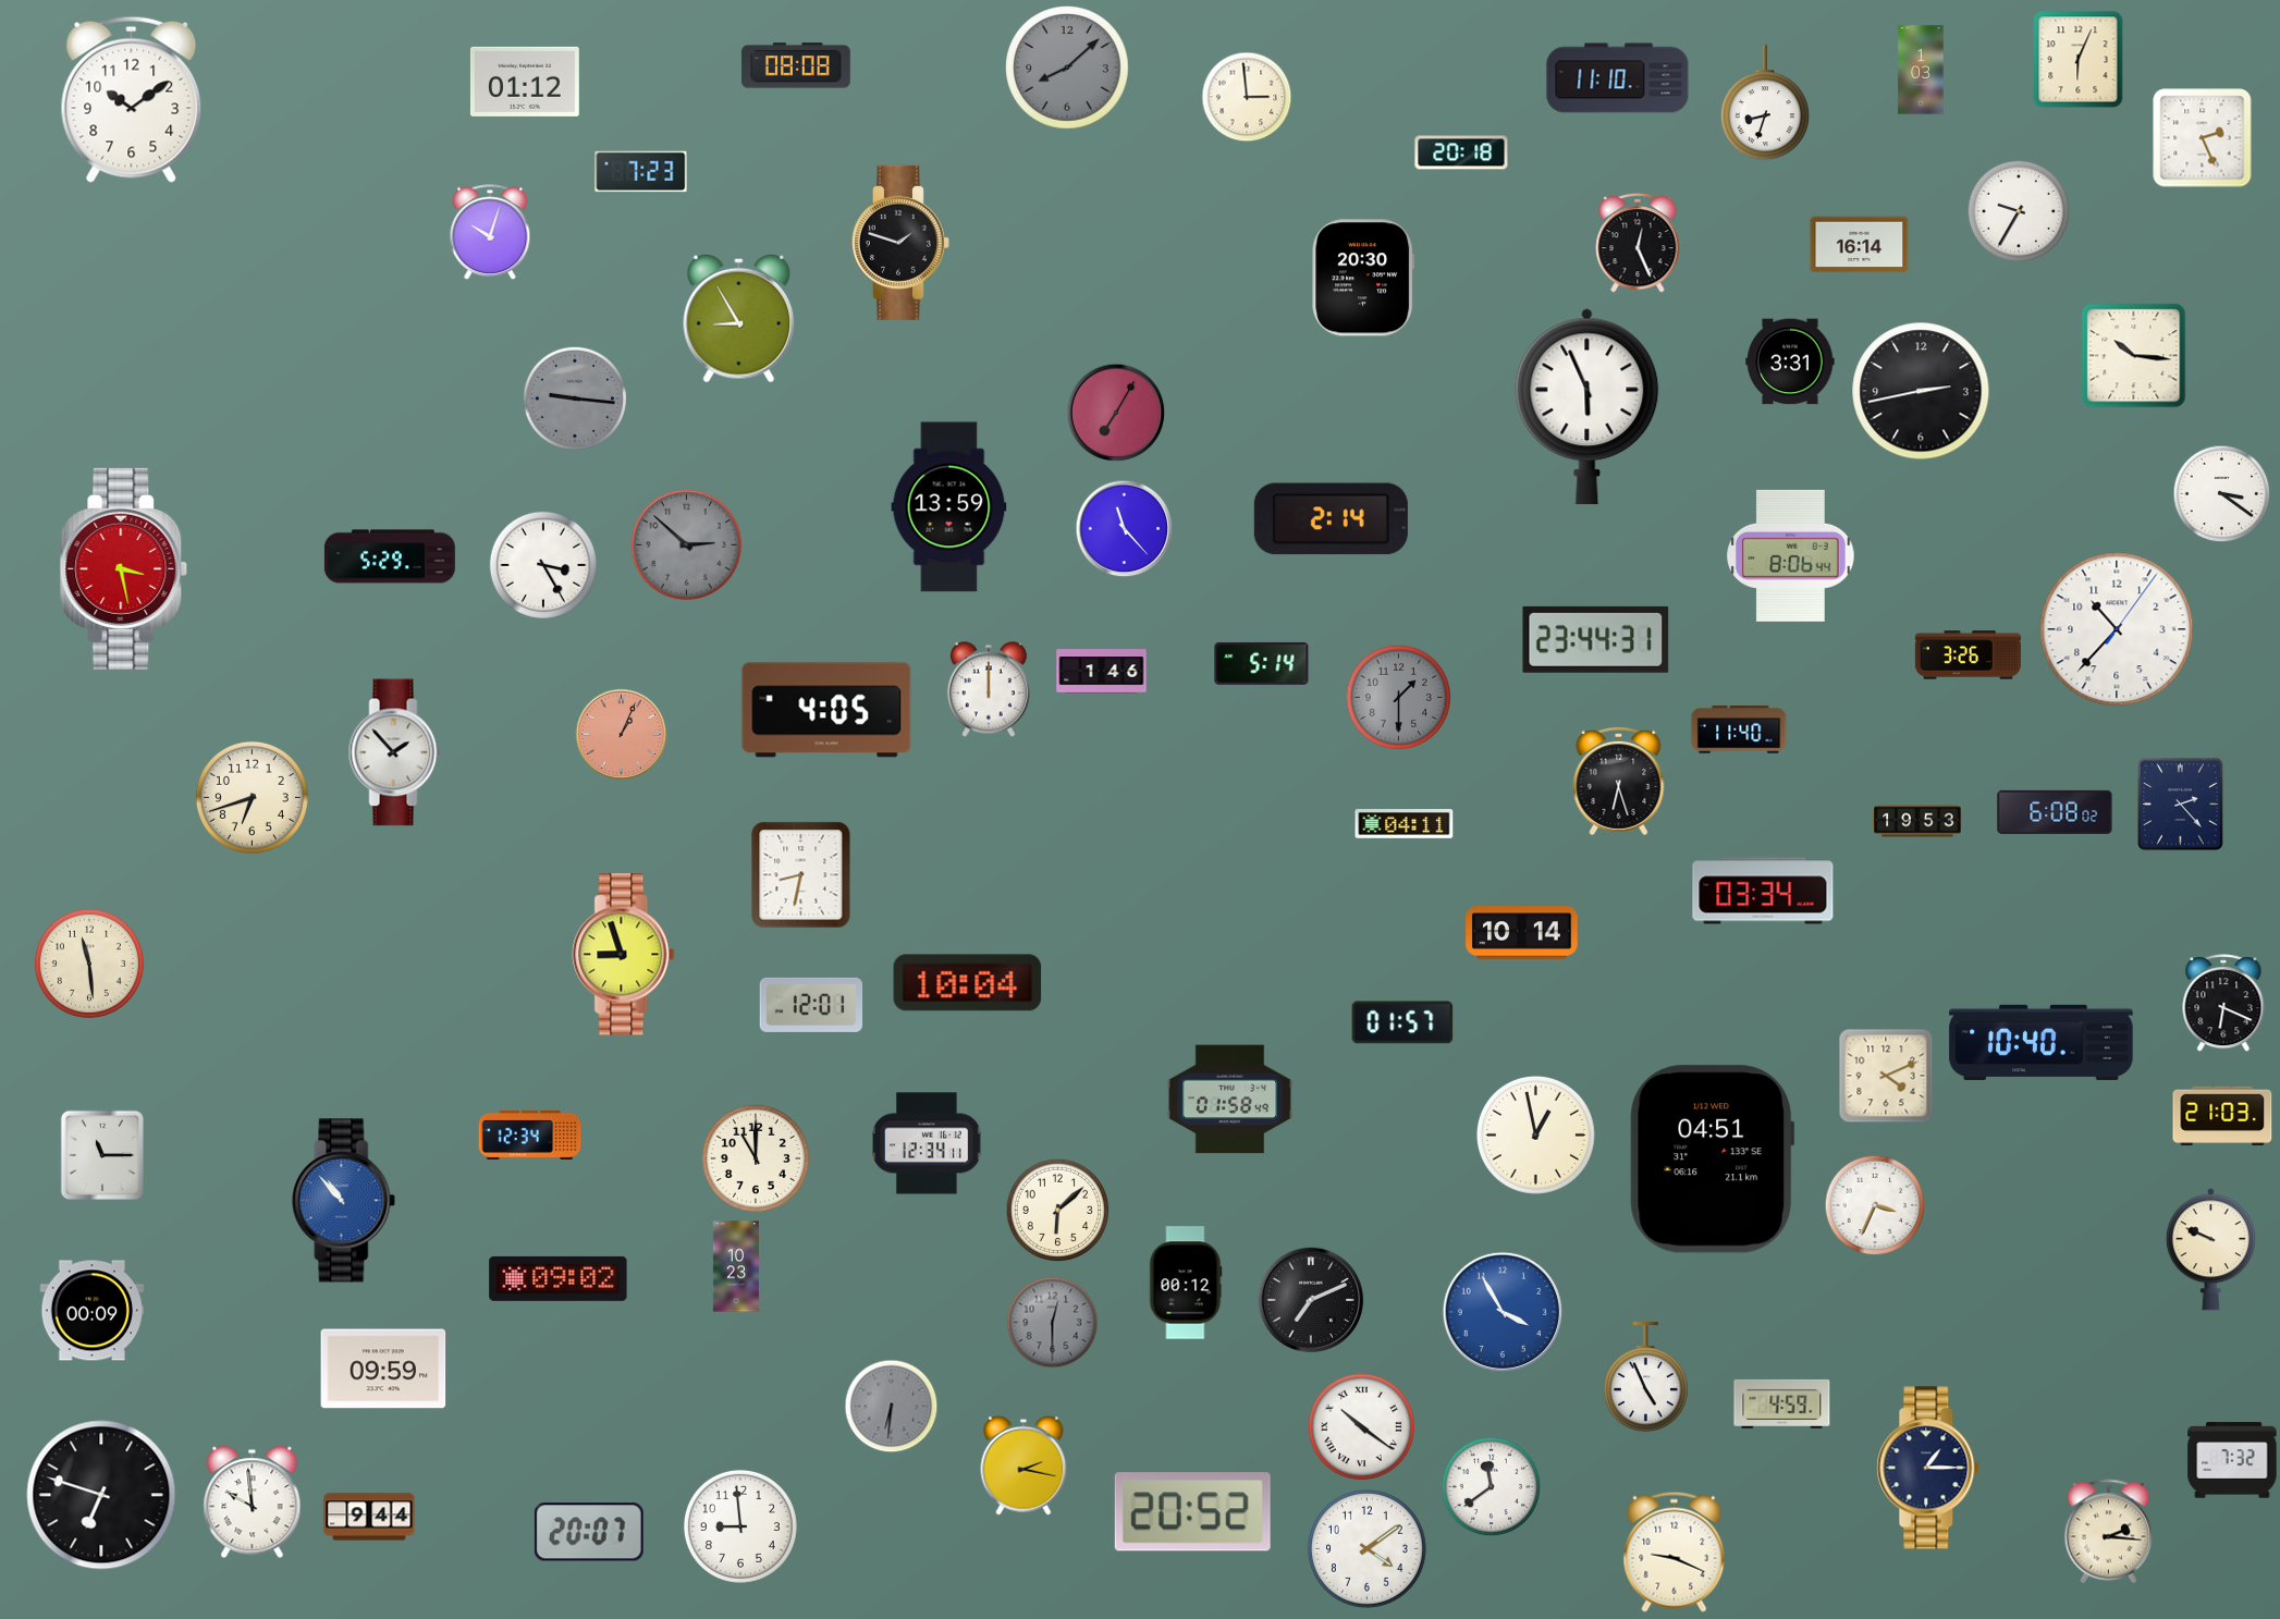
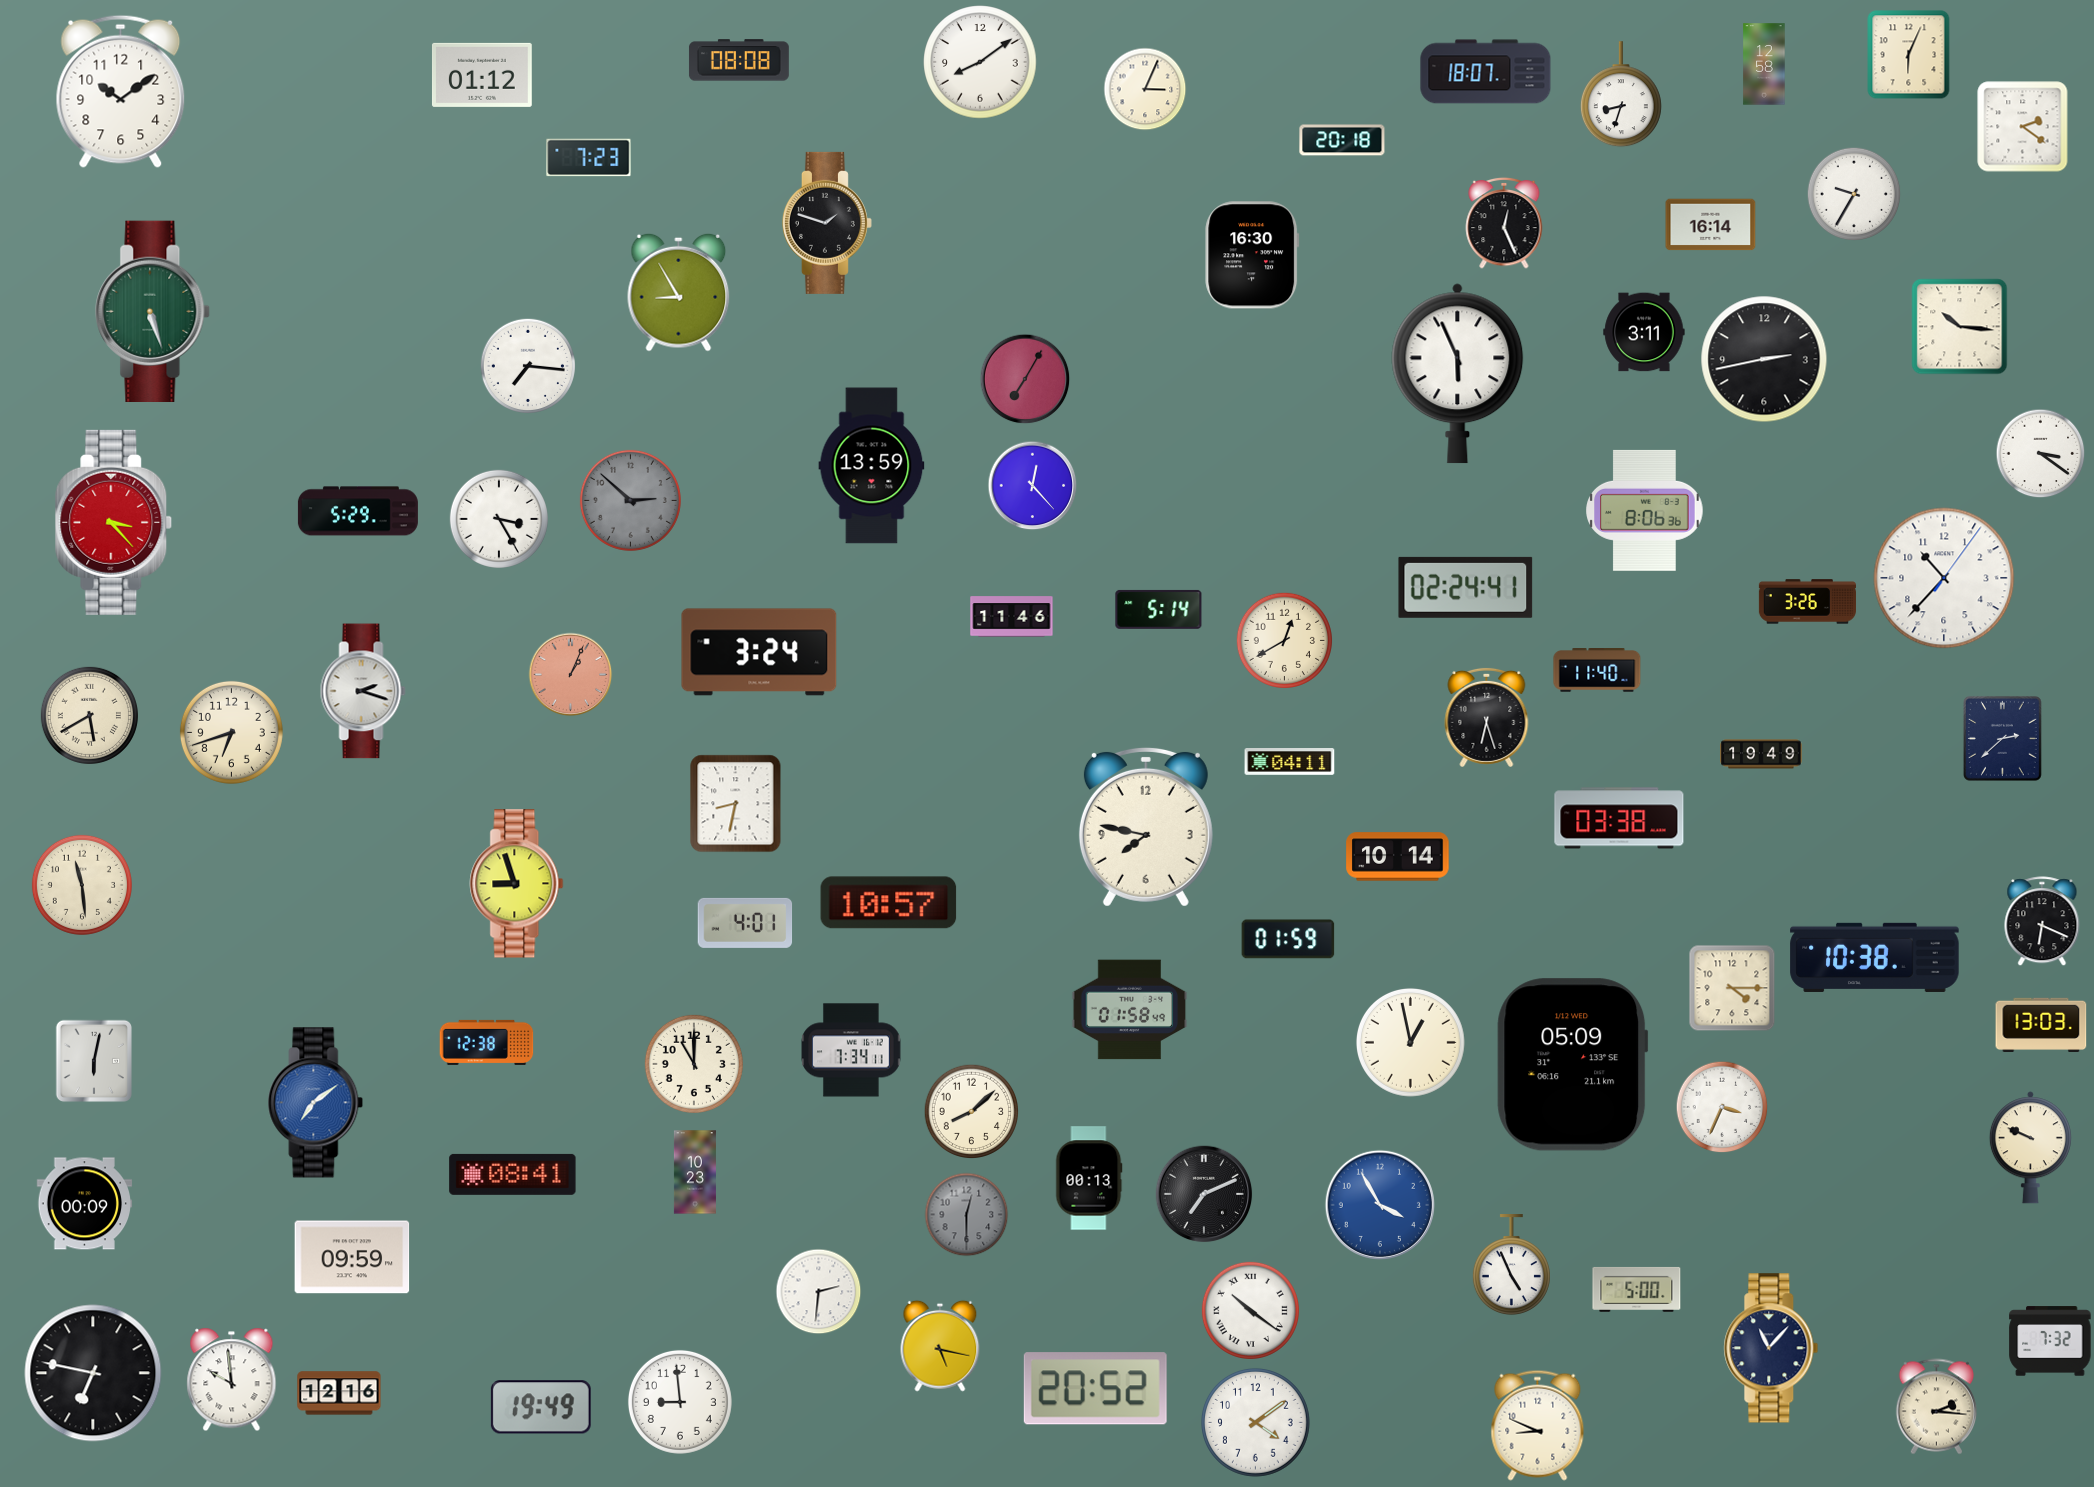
clock at (796, 65) position: (796, 65) -> (739, 60)
clock at (1067, 68): 8:08 -> 8:09
clock at (1067, 68) dial: grey -> white
clock at (1921, 70): 1:03 -> 12:58
clock at (1618, 78): 11:10 -> 18:07
clock at (1247, 97): 2:59 -> 3:04
clock at (2203, 138): 2:26 -> 2:21
clock at (490, 233): 10:03 -> none
clock at (1860, 245) position: (1860, 245) -> (1711, 225)
clock at (1363, 278): 20:30 -> 16:30
clock at (153, 311): none -> 5:27
clock at (1790, 361): 3:31 -> 3:11
clock at (574, 397): 9:16 -> 7:16
clock at (574, 397) dial: grey -> white
clock at (1331, 519): 2:14 -> none
clock at (1125, 529): 11:23 -> 12:23
clock at (1791, 555): 8:06:44 -> 8:06:36
clock at (124, 568): 3:28 -> 3:23
clock at (1596, 639): 23:44 -> 02:24
clock at (1102, 672): 1:46 -> 11:46
clock at (989, 689): 12:00 -> none
clock at (1398, 697): 1:30 -> 12:40
clock at (1398, 697) dial: grey -> cream
clock at (826, 710): 4:05 -> 3:24
clock at (395, 752): 1:53 -> 2:18
clock at (89, 715): none -> 5:40
clock at (2180, 804): 2:23 -> 2:38
clock at (2055, 812): 6:08 -> none
clock at (1917, 821): 19:53 -> 19:49
clock at (1405, 824) position: (1405, 824) -> (1290, 762)
clock at (1763, 891): 03:34 -> 03:38
clock at (1146, 827): none -> 7:47
clock at (624, 955) position: (624, 955) -> (517, 884)
clock at (968, 983): 10:04 -> 10:57
clock at (811, 1005): 12:01 -> 4:01
clock at (1402, 1022): 01:57 -> 01:59
clock at (2042, 1042): 10:40 -> 10:38
clock at (1886, 1076): 4:11 -> 4:15
clock at (2222, 1115): 21:03 -> 13:03
clock at (530, 1134): 12:34 -> 12:38
clock at (927, 1143): 12:34 -> 7:34
clock at (101, 1155): 11:15 -> 6:02
clock at (1713, 1160): 04:51 -> 05:09
clock at (344, 1201): 10:53 -> 7:09
clock at (1058, 1211): 6:08 -> 8:08
clock at (736, 1266) position: (736, 1266) -> (695, 1172)
clock at (559, 1278): 09:02 -> 08:41
clock at (1186, 1283): 00:12 -> 00:13
clock at (1782, 1403): 4:59 -> 5:00
clock at (892, 1407): 6:31 -> 2:31
clock at (892, 1407) dial: grey -> white
clock at (1023, 1465): 2:17 -> 5:17
clock at (1928, 1468): 1:15 -> 11:07
clock at (1492, 1487): 11:39 -> none
clock at (101, 1495): 6:48 -> 6:47
clock at (369, 1517): 9:44 -> 12:16
clock at (589, 1532): 20:07 -> 19:49
clock at (1675, 1551): 9:19 -> 8:49
